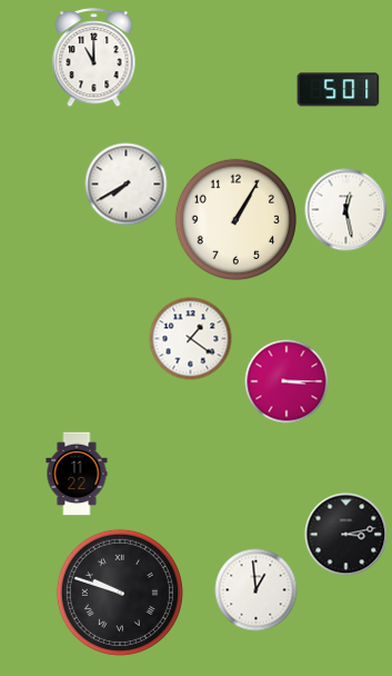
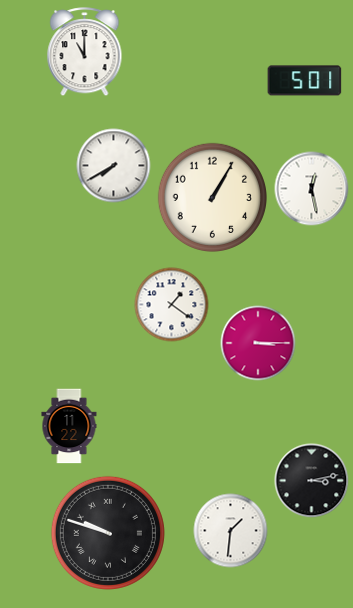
clock at (257, 590): 12:59 -> 1:31
